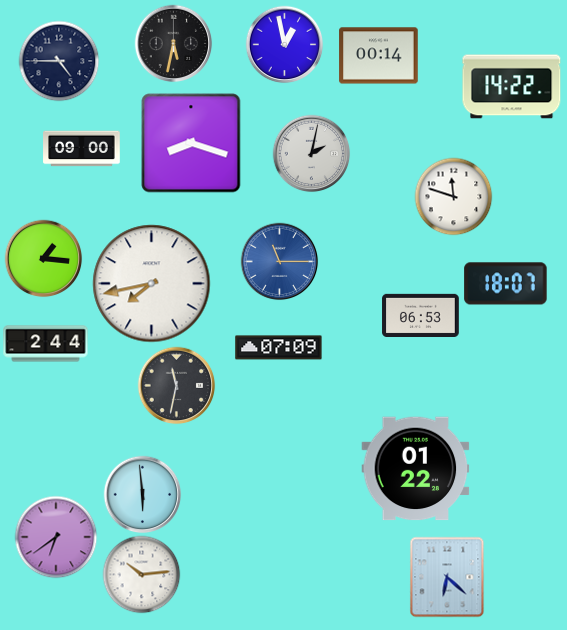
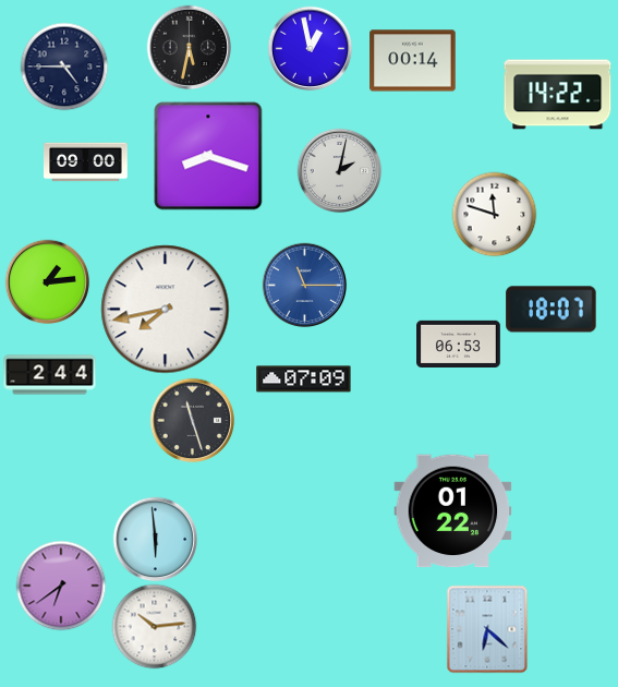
clock at (82, 149) position: (82, 149) -> (86, 162)
clock at (311, 153) position: (311, 153) -> (339, 170)
clock at (43, 258): 1:16 -> 1:14
clock at (176, 385): 11:32 -> 11:27
